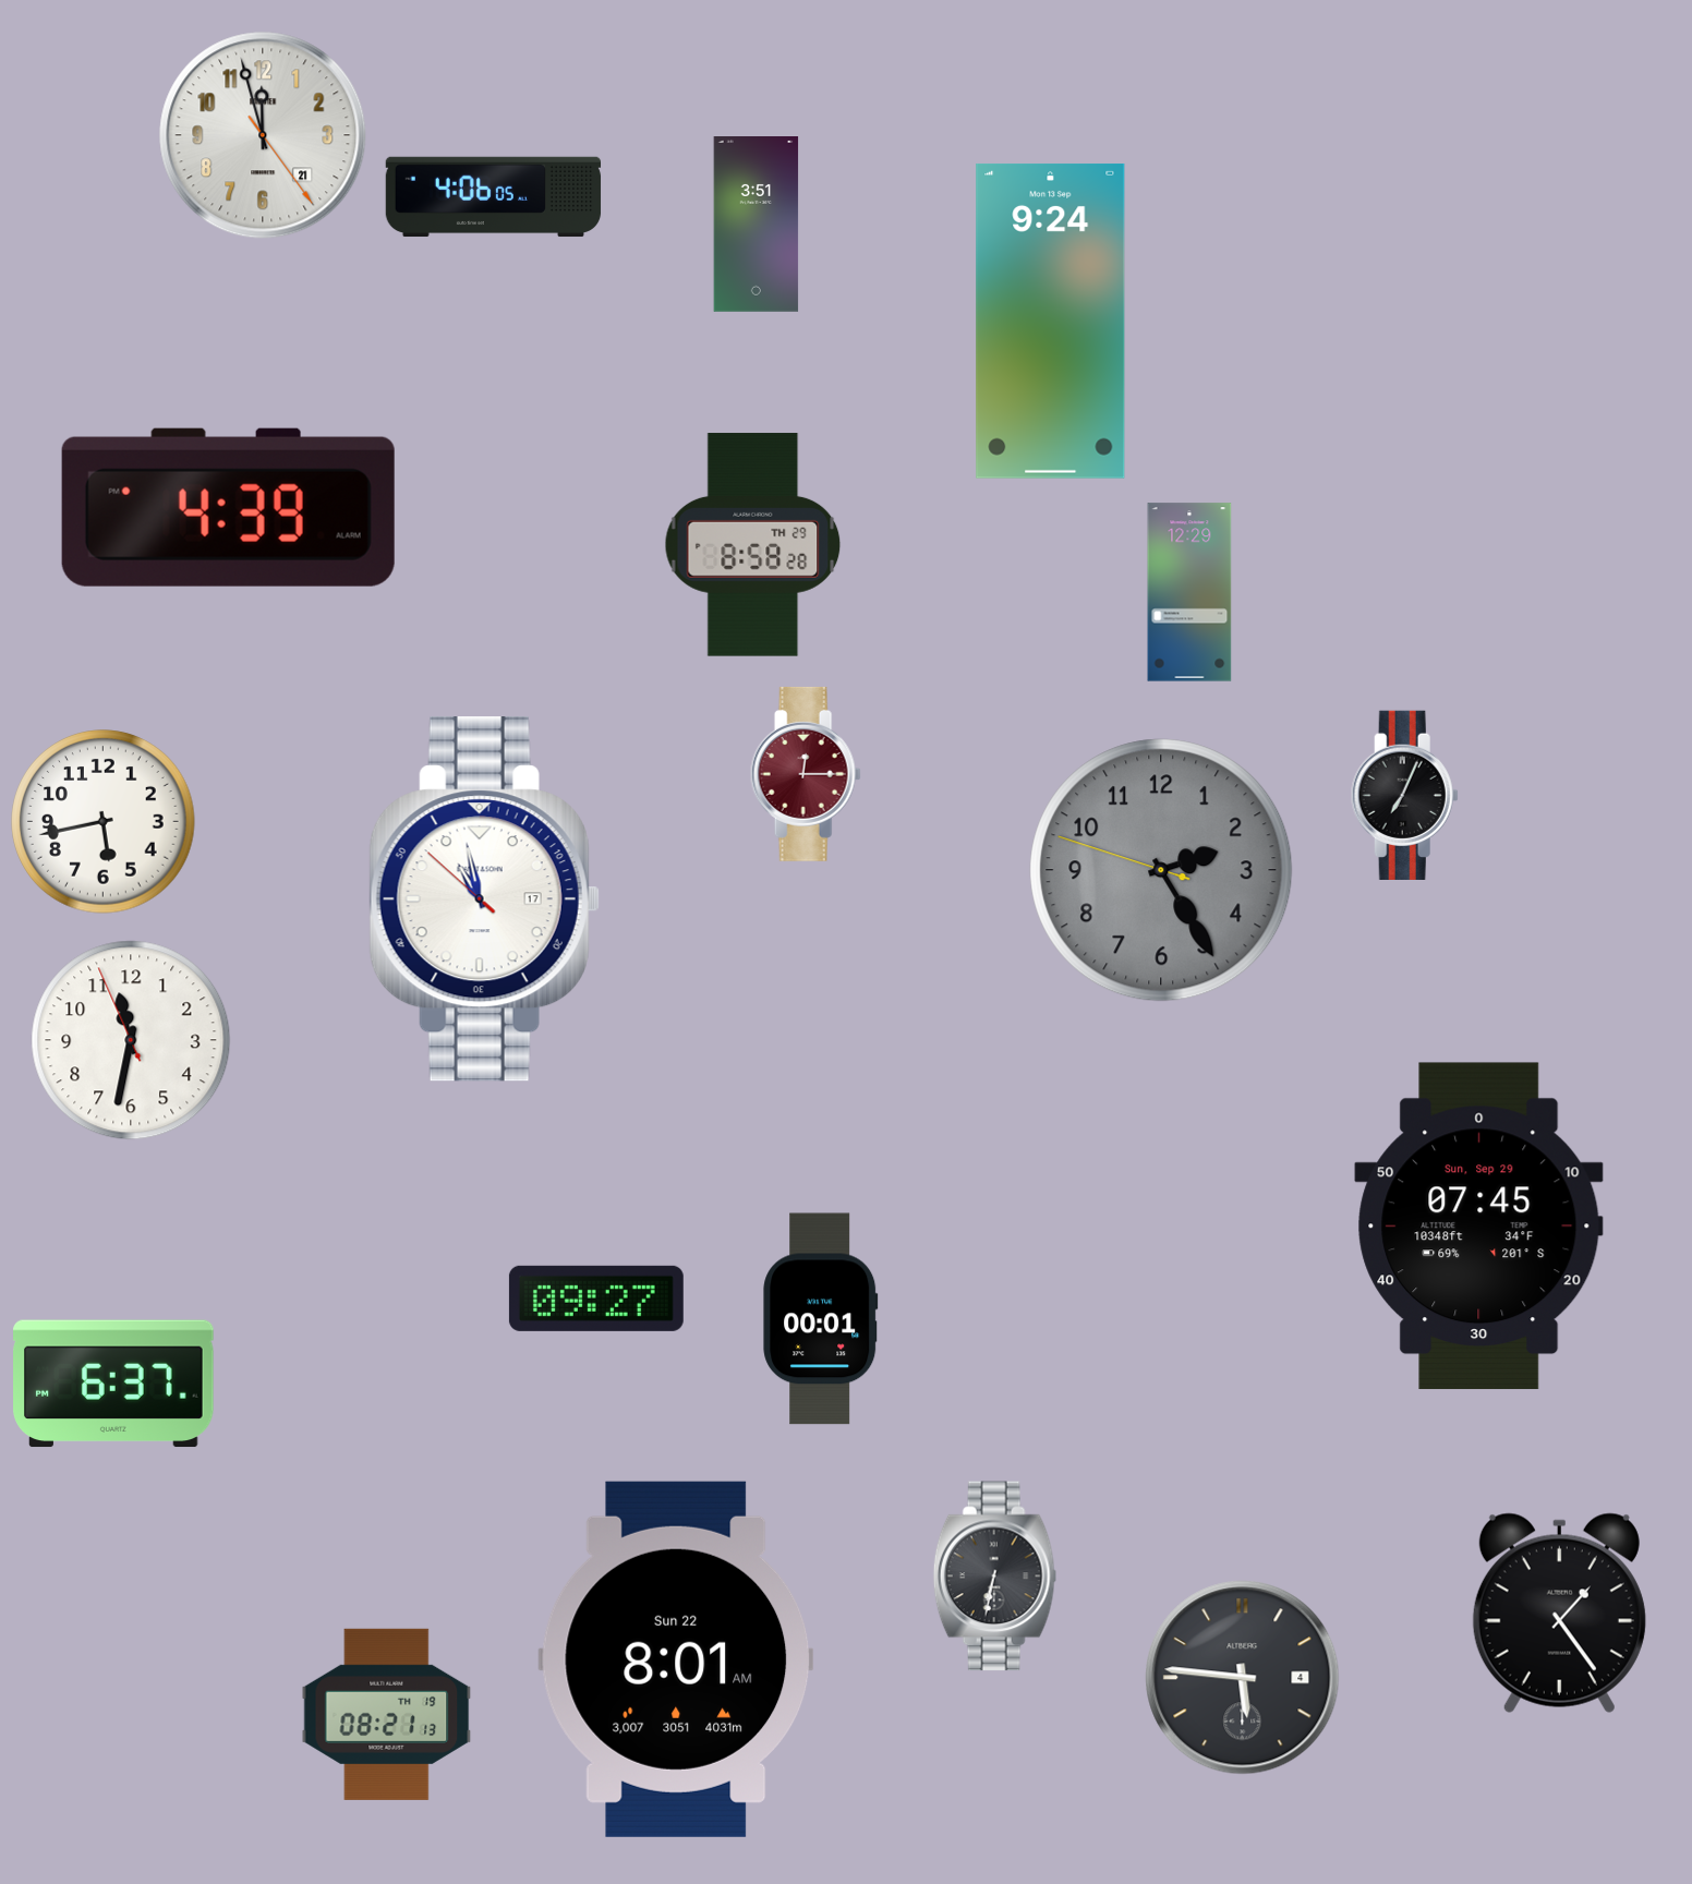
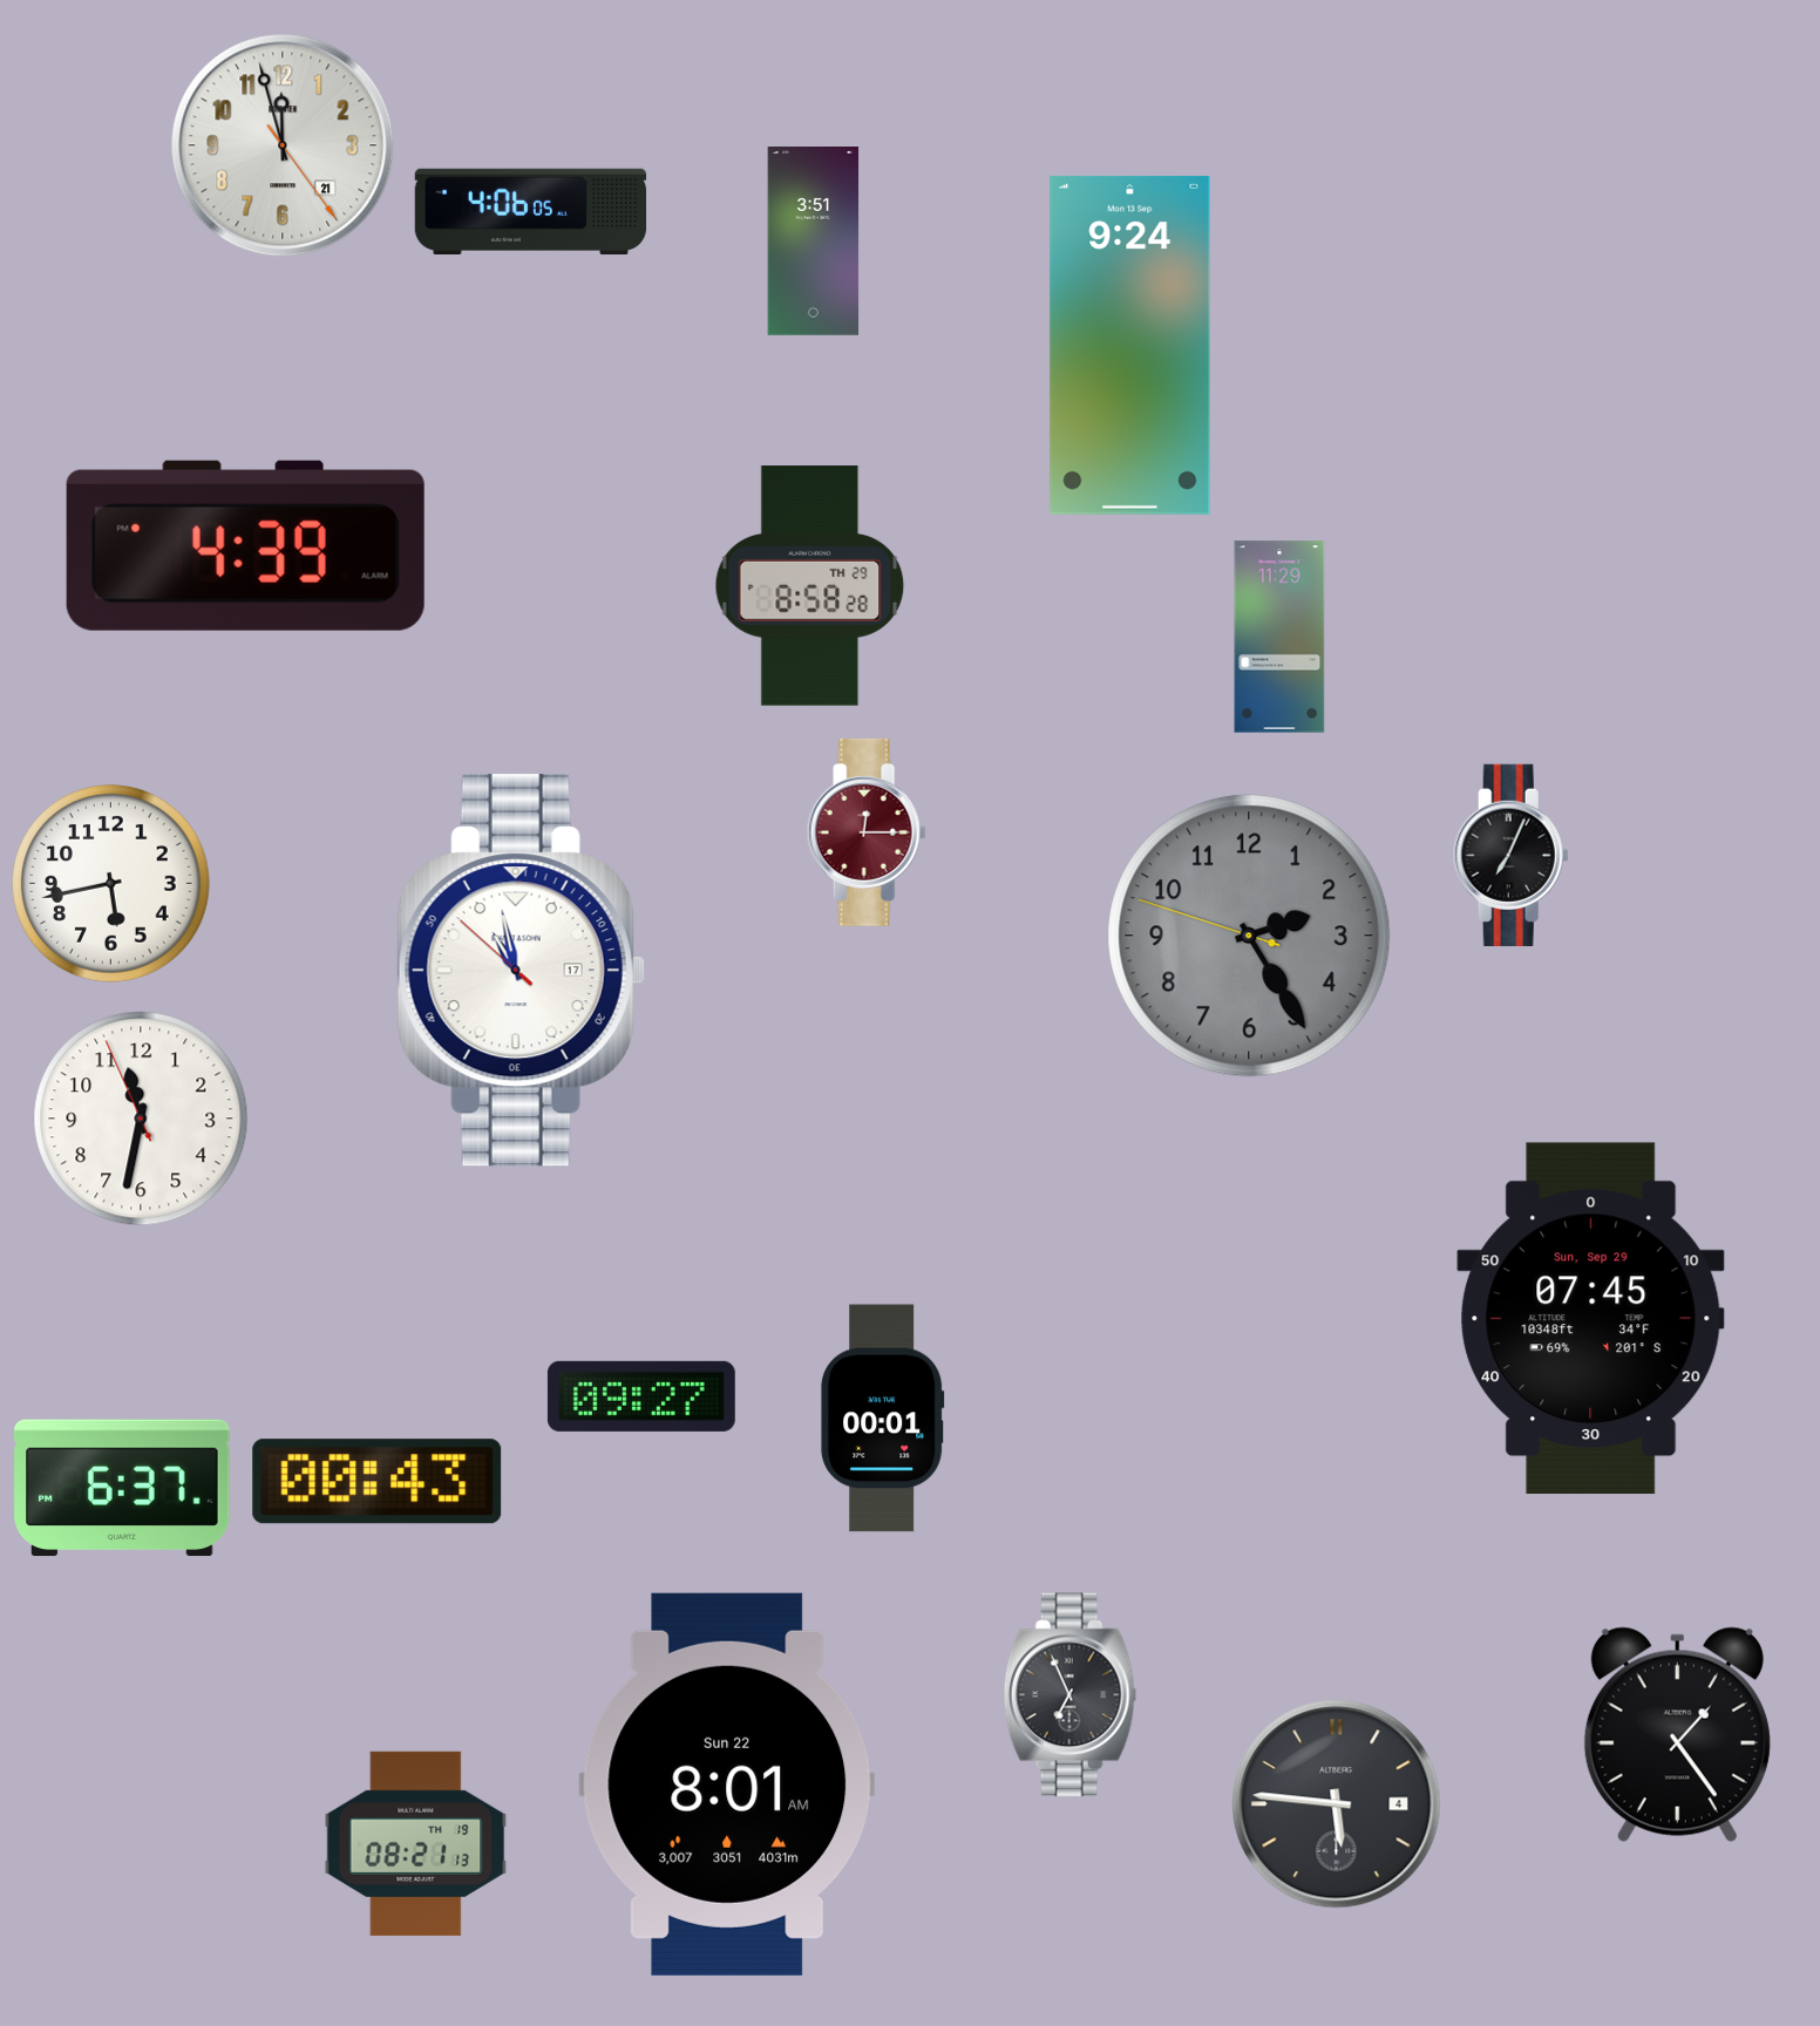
clock at (1189, 592): 12:29 -> 11:29
clock at (484, 899) position: (484, 899) -> (521, 971)
clock at (378, 1482): none -> 00:43
clock at (995, 1577): 6:32 -> 6:56
